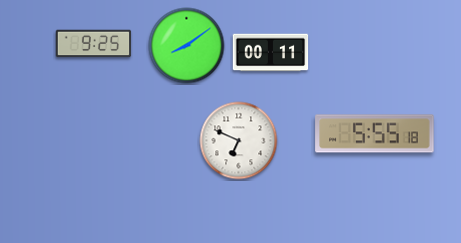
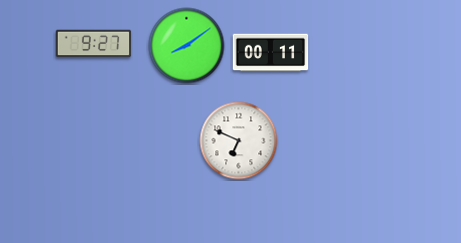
clock at (94, 44): 9:25 -> 9:27
clock at (375, 134): 5:55 -> none
